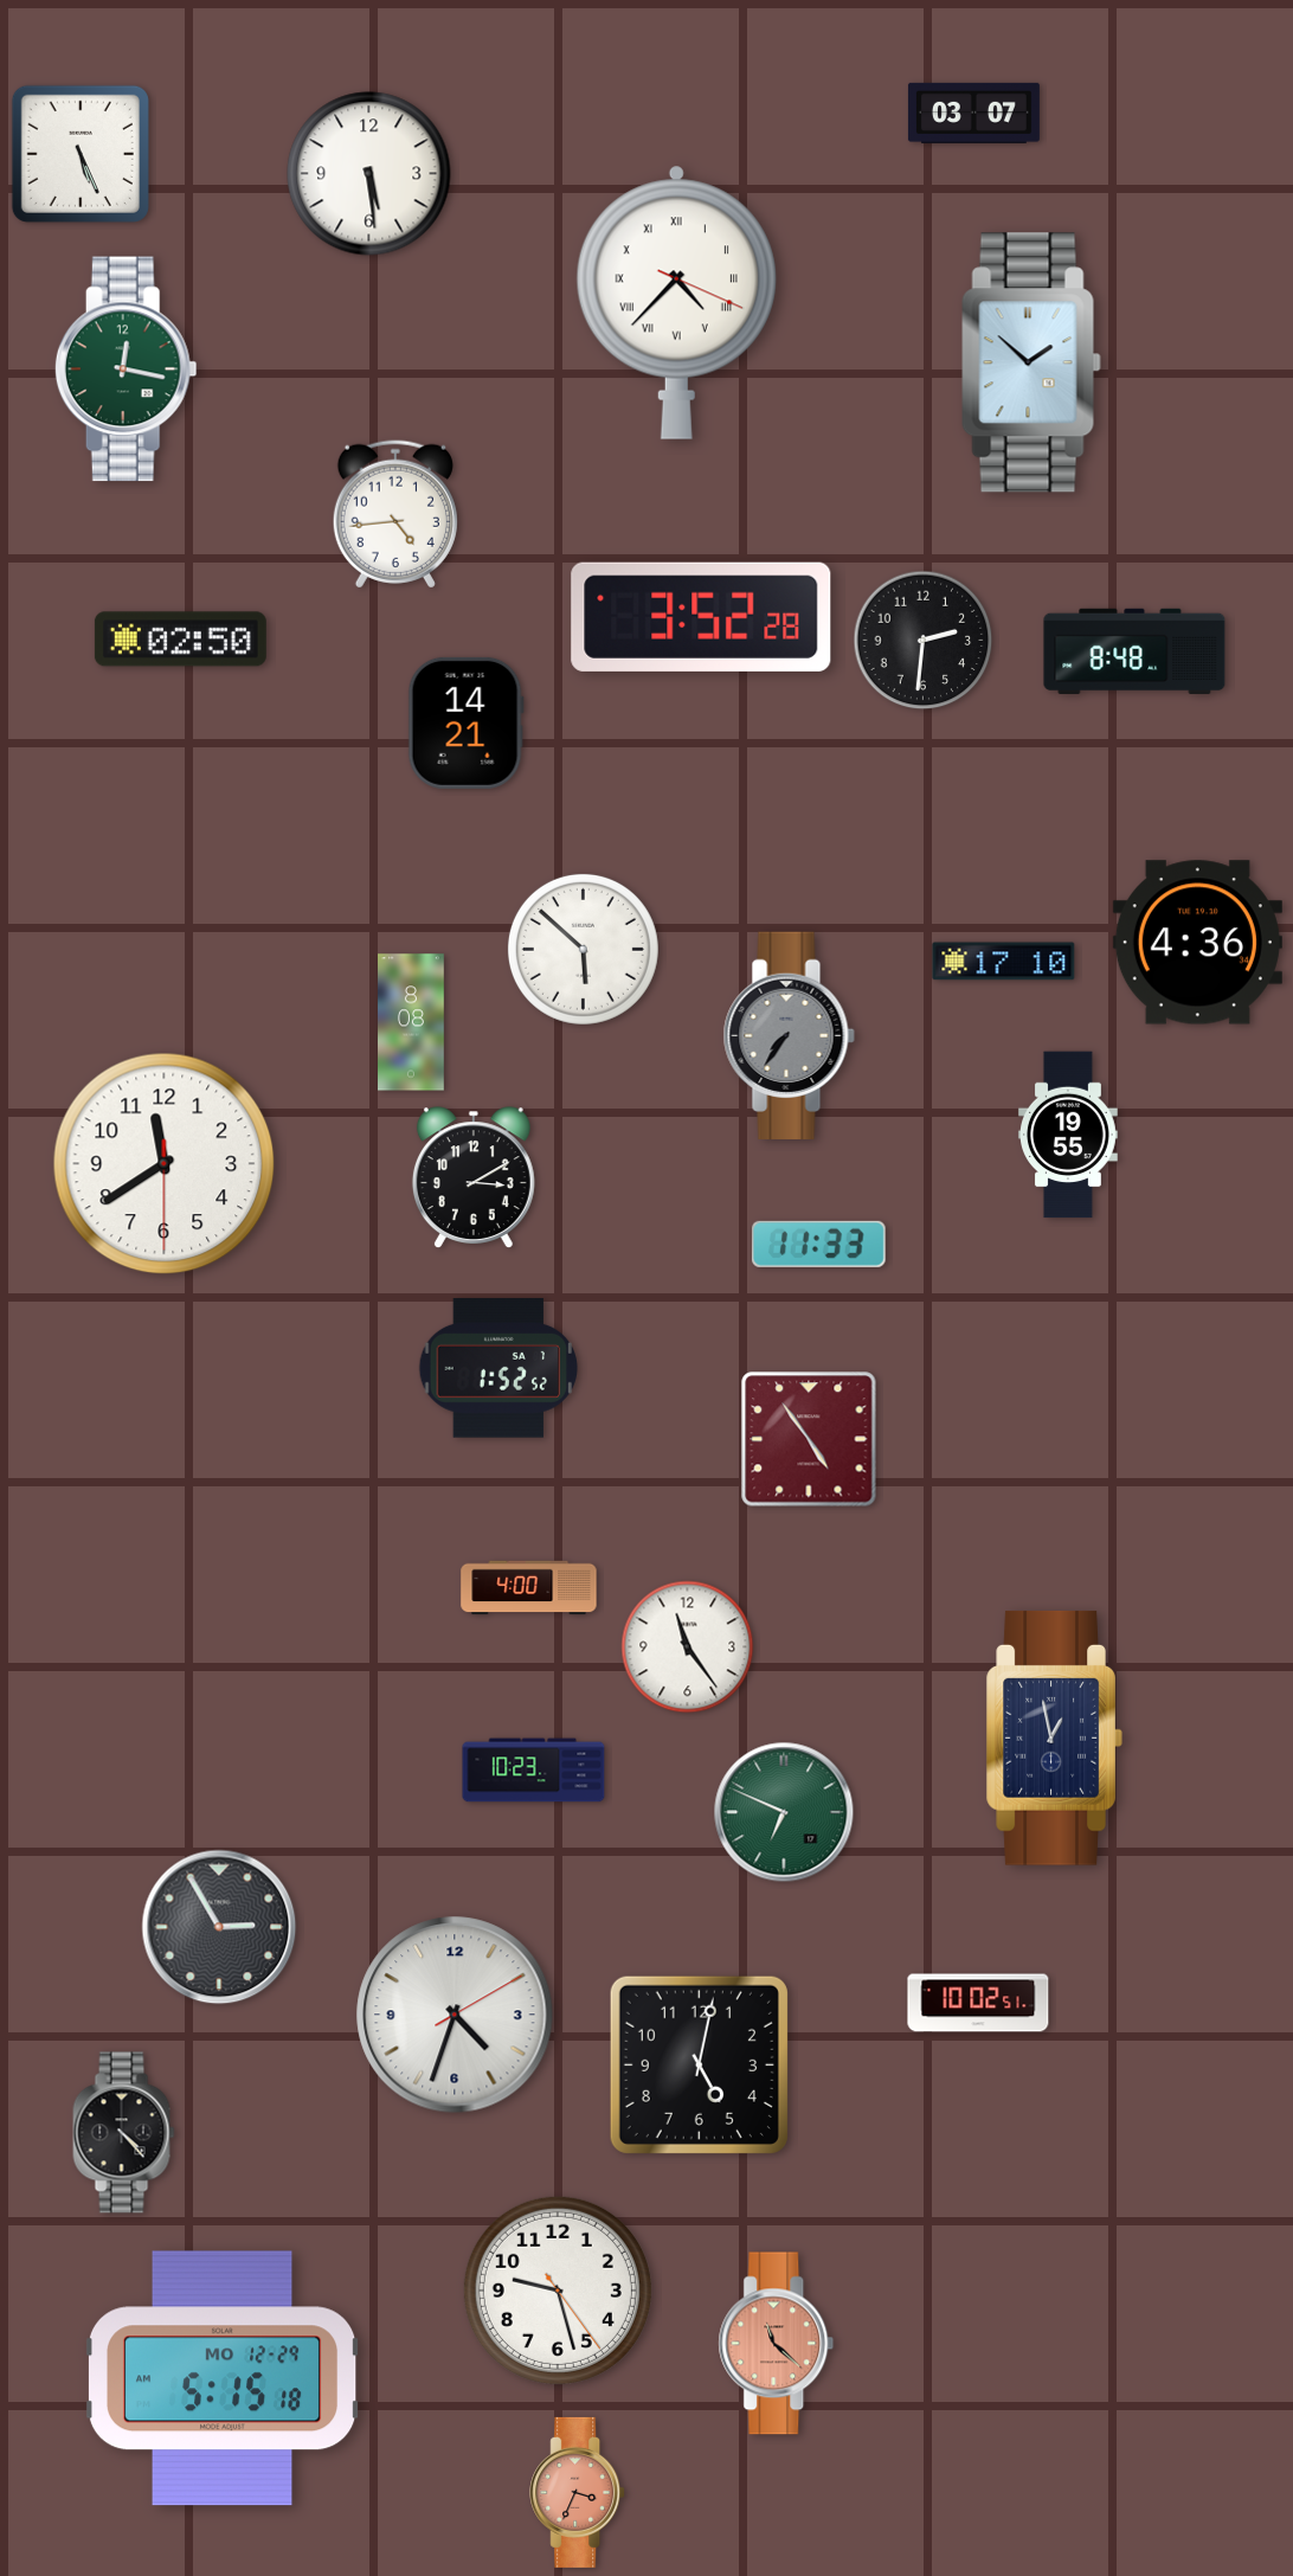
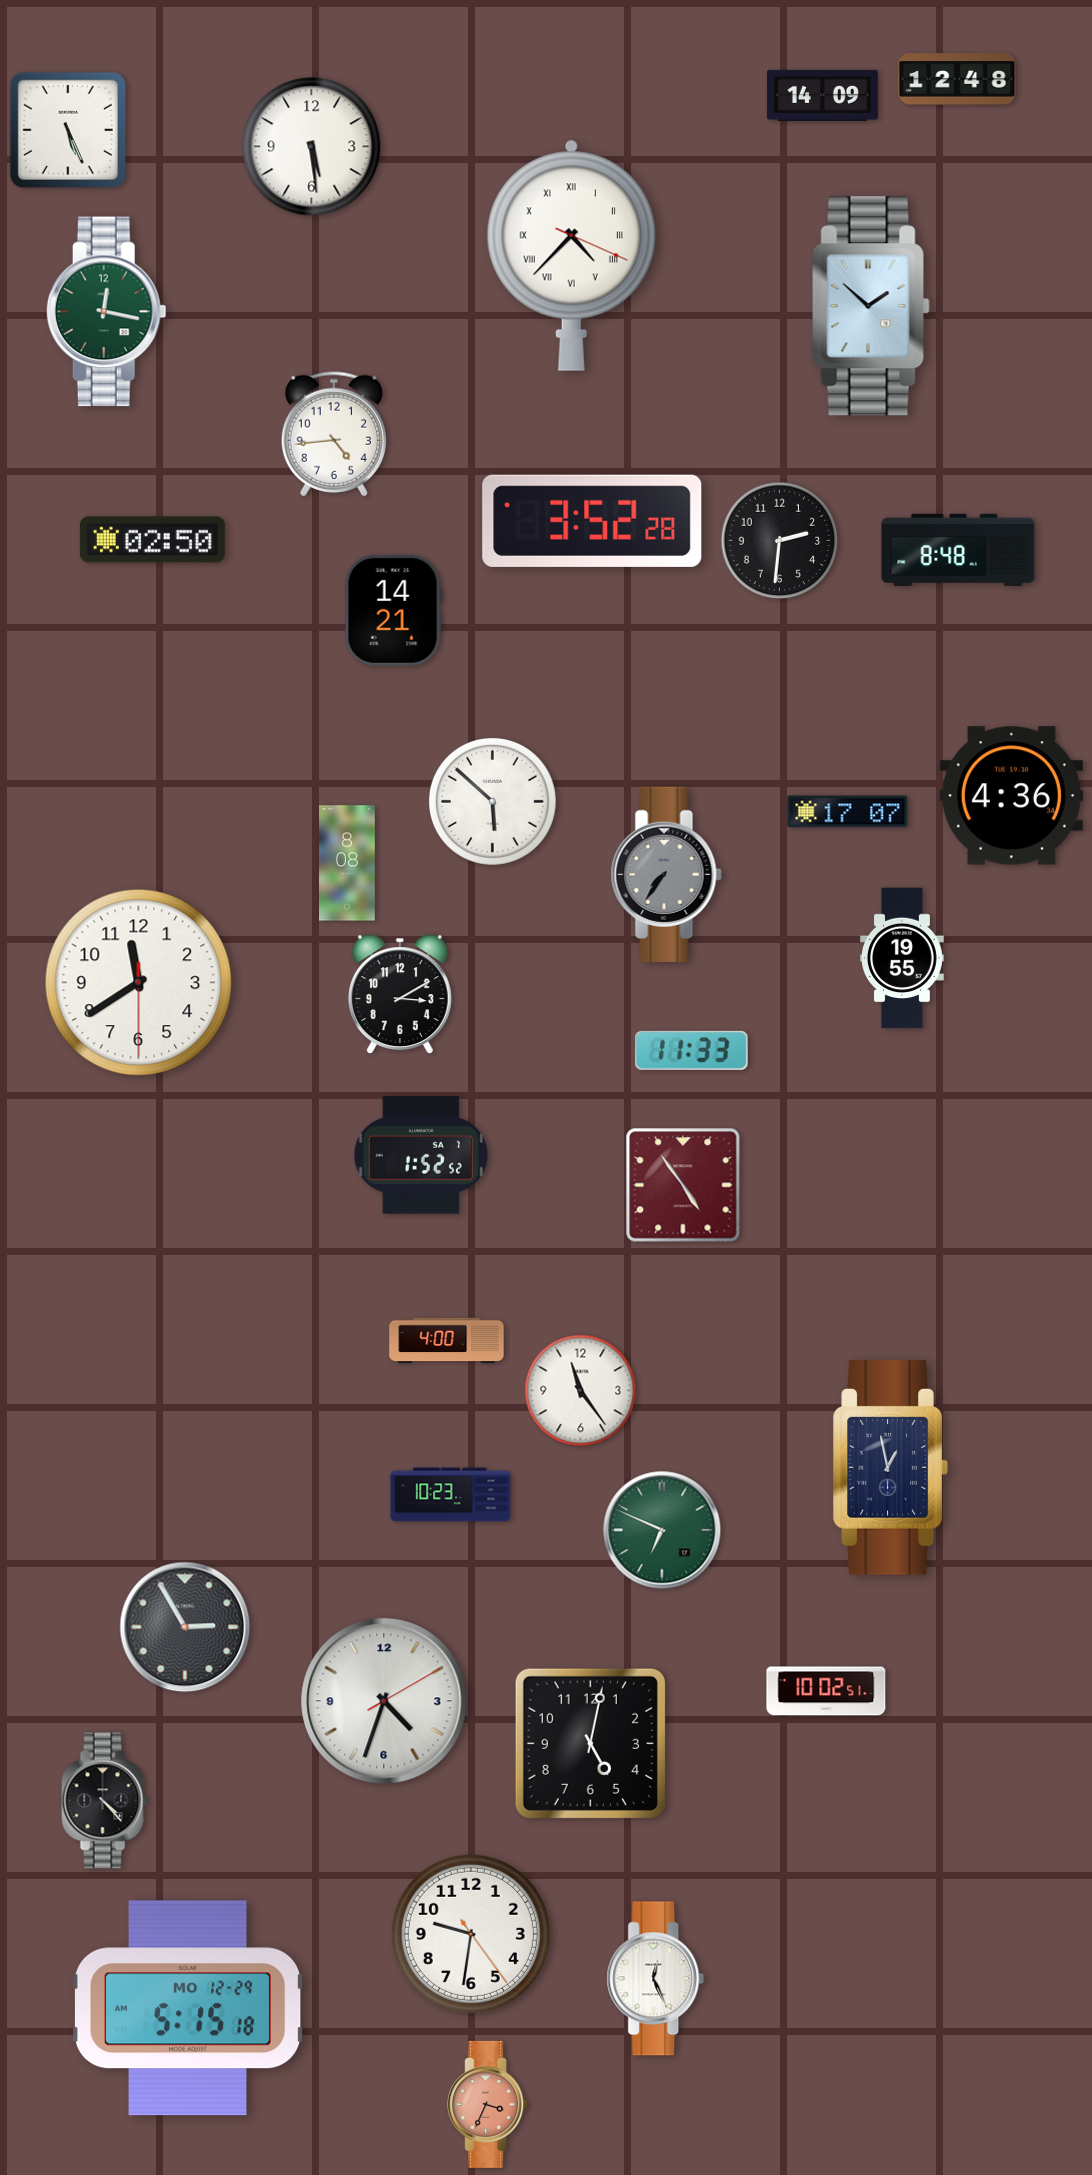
clock at (957, 79): none -> 12:48
clock at (973, 113): 03:07 -> 14:09
clock at (1004, 962): 17:10 -> 17:07
clock at (809, 1439) position: (809, 1439) -> (683, 1185)
clock at (558, 2291): 9:27 -> 9:31
clock at (777, 2344): 11:22 -> 12:26
clock at (777, 2344) dial: salmon -> white
